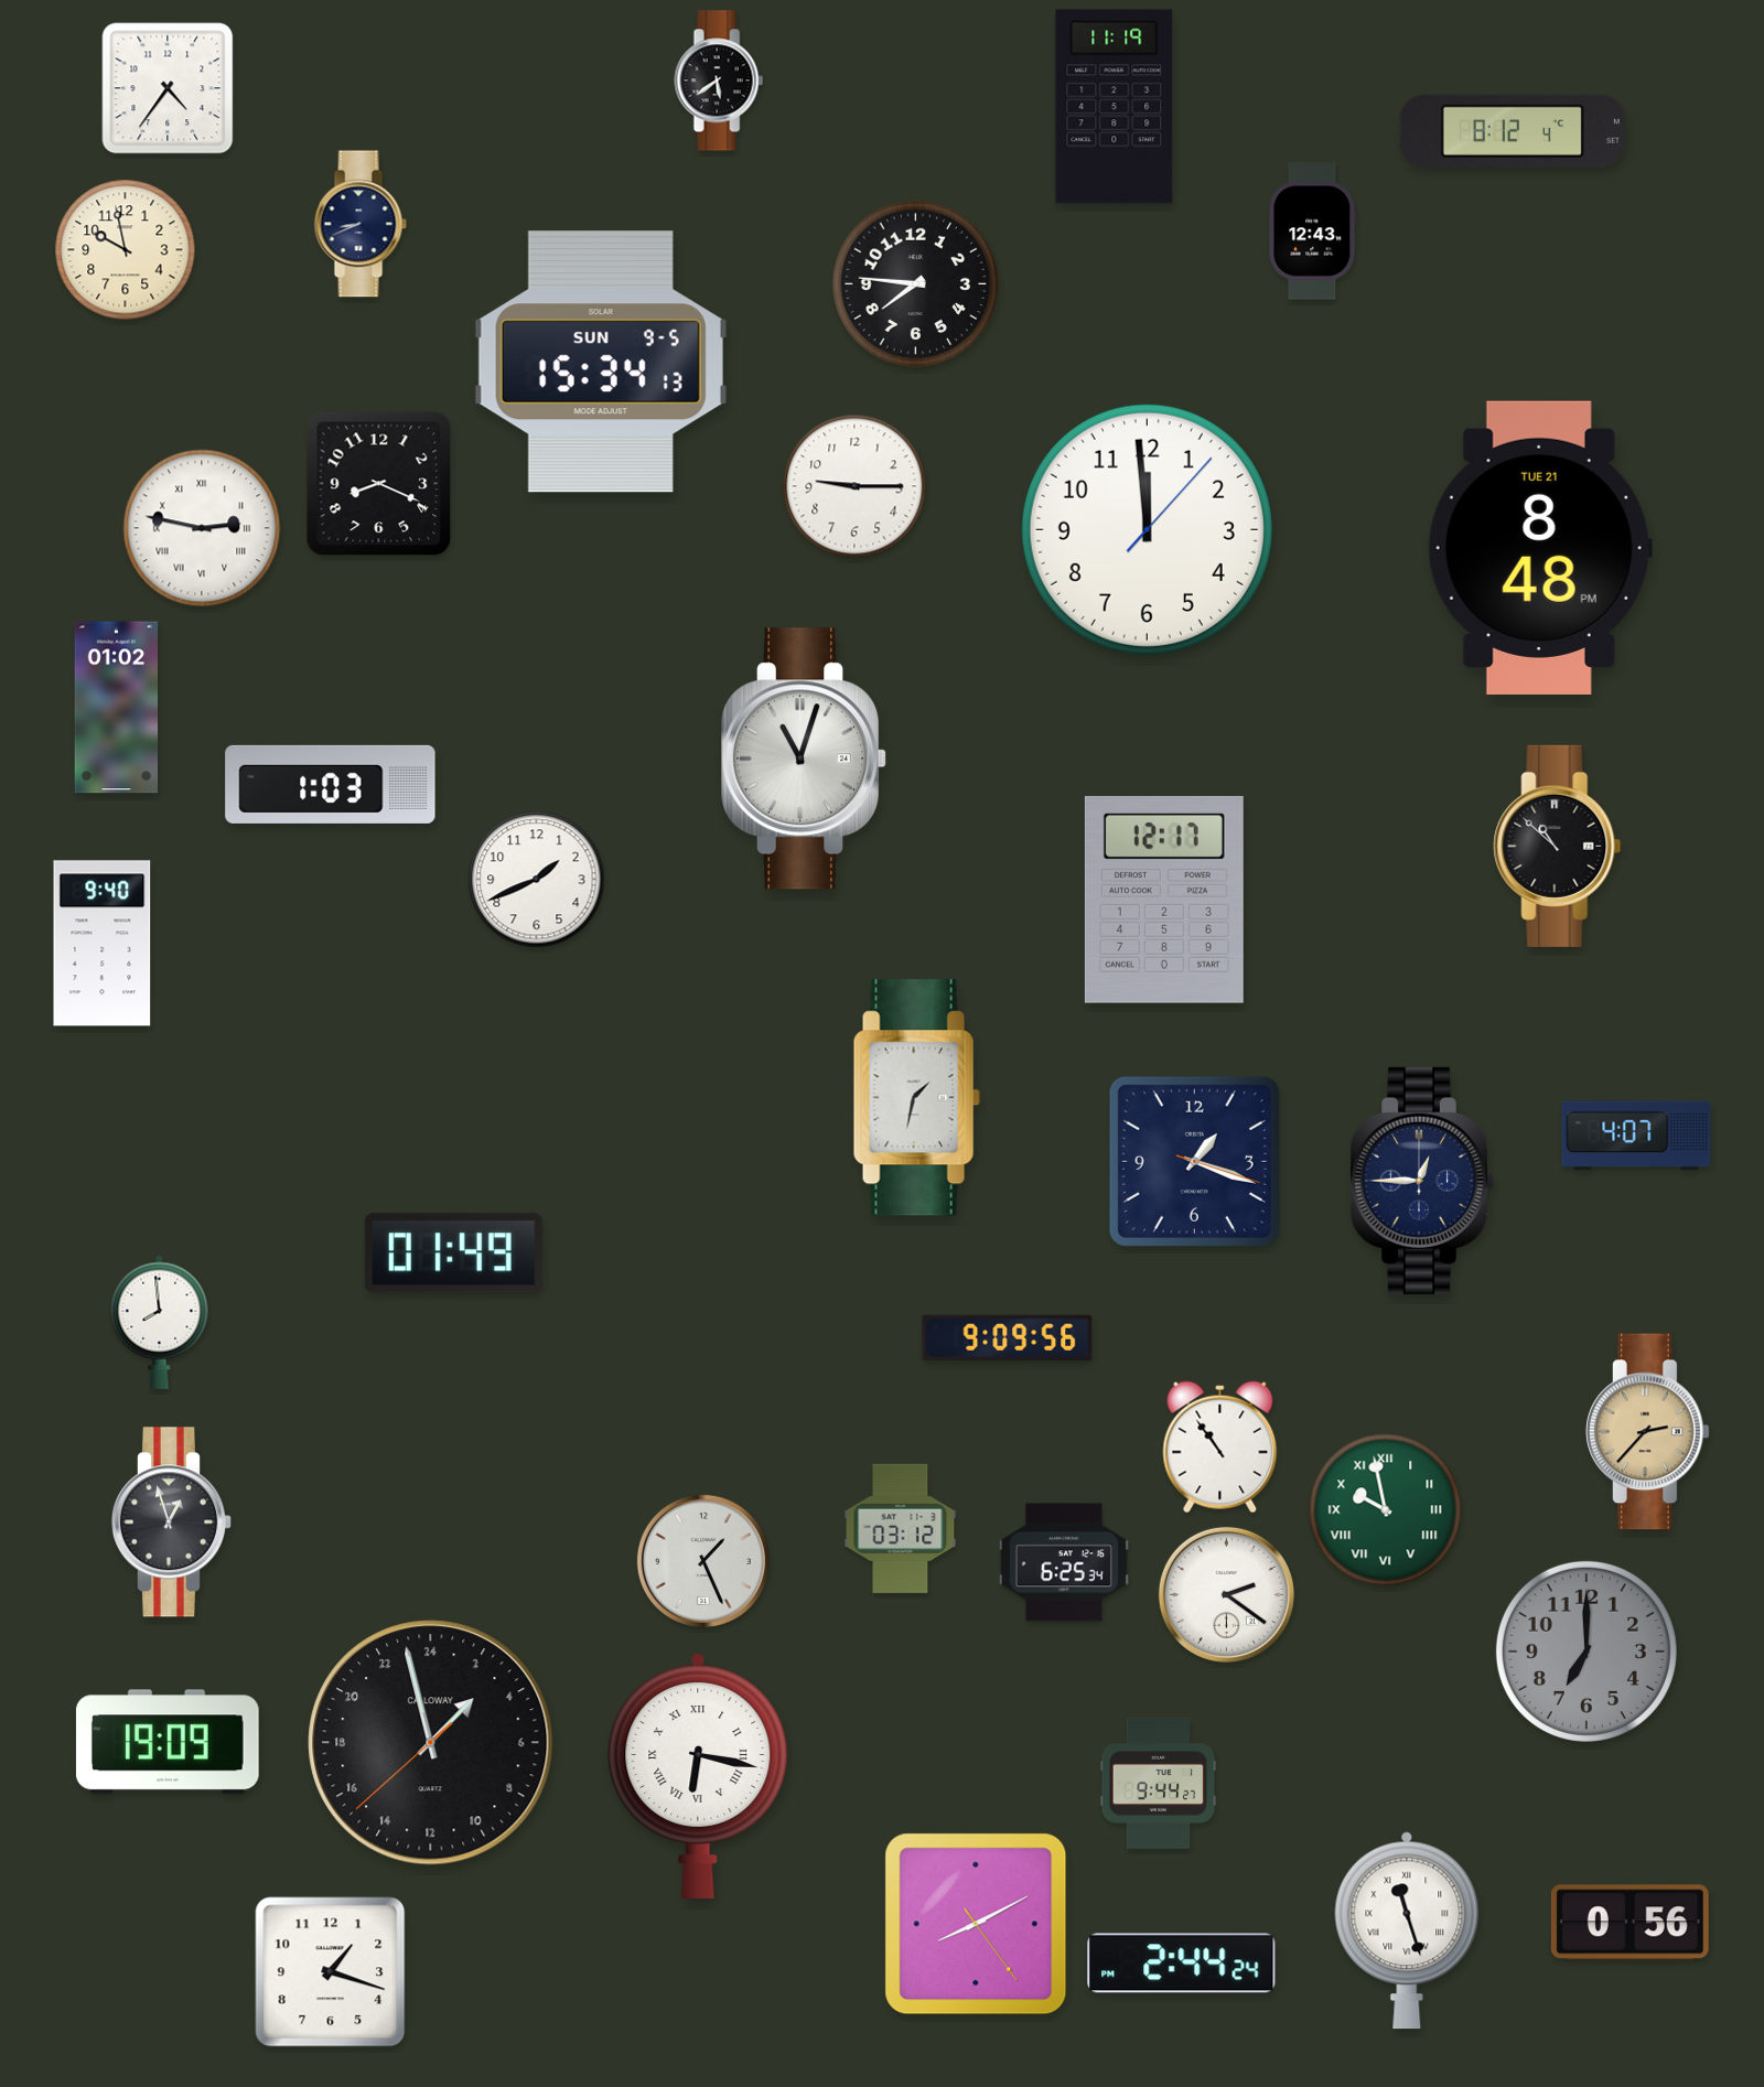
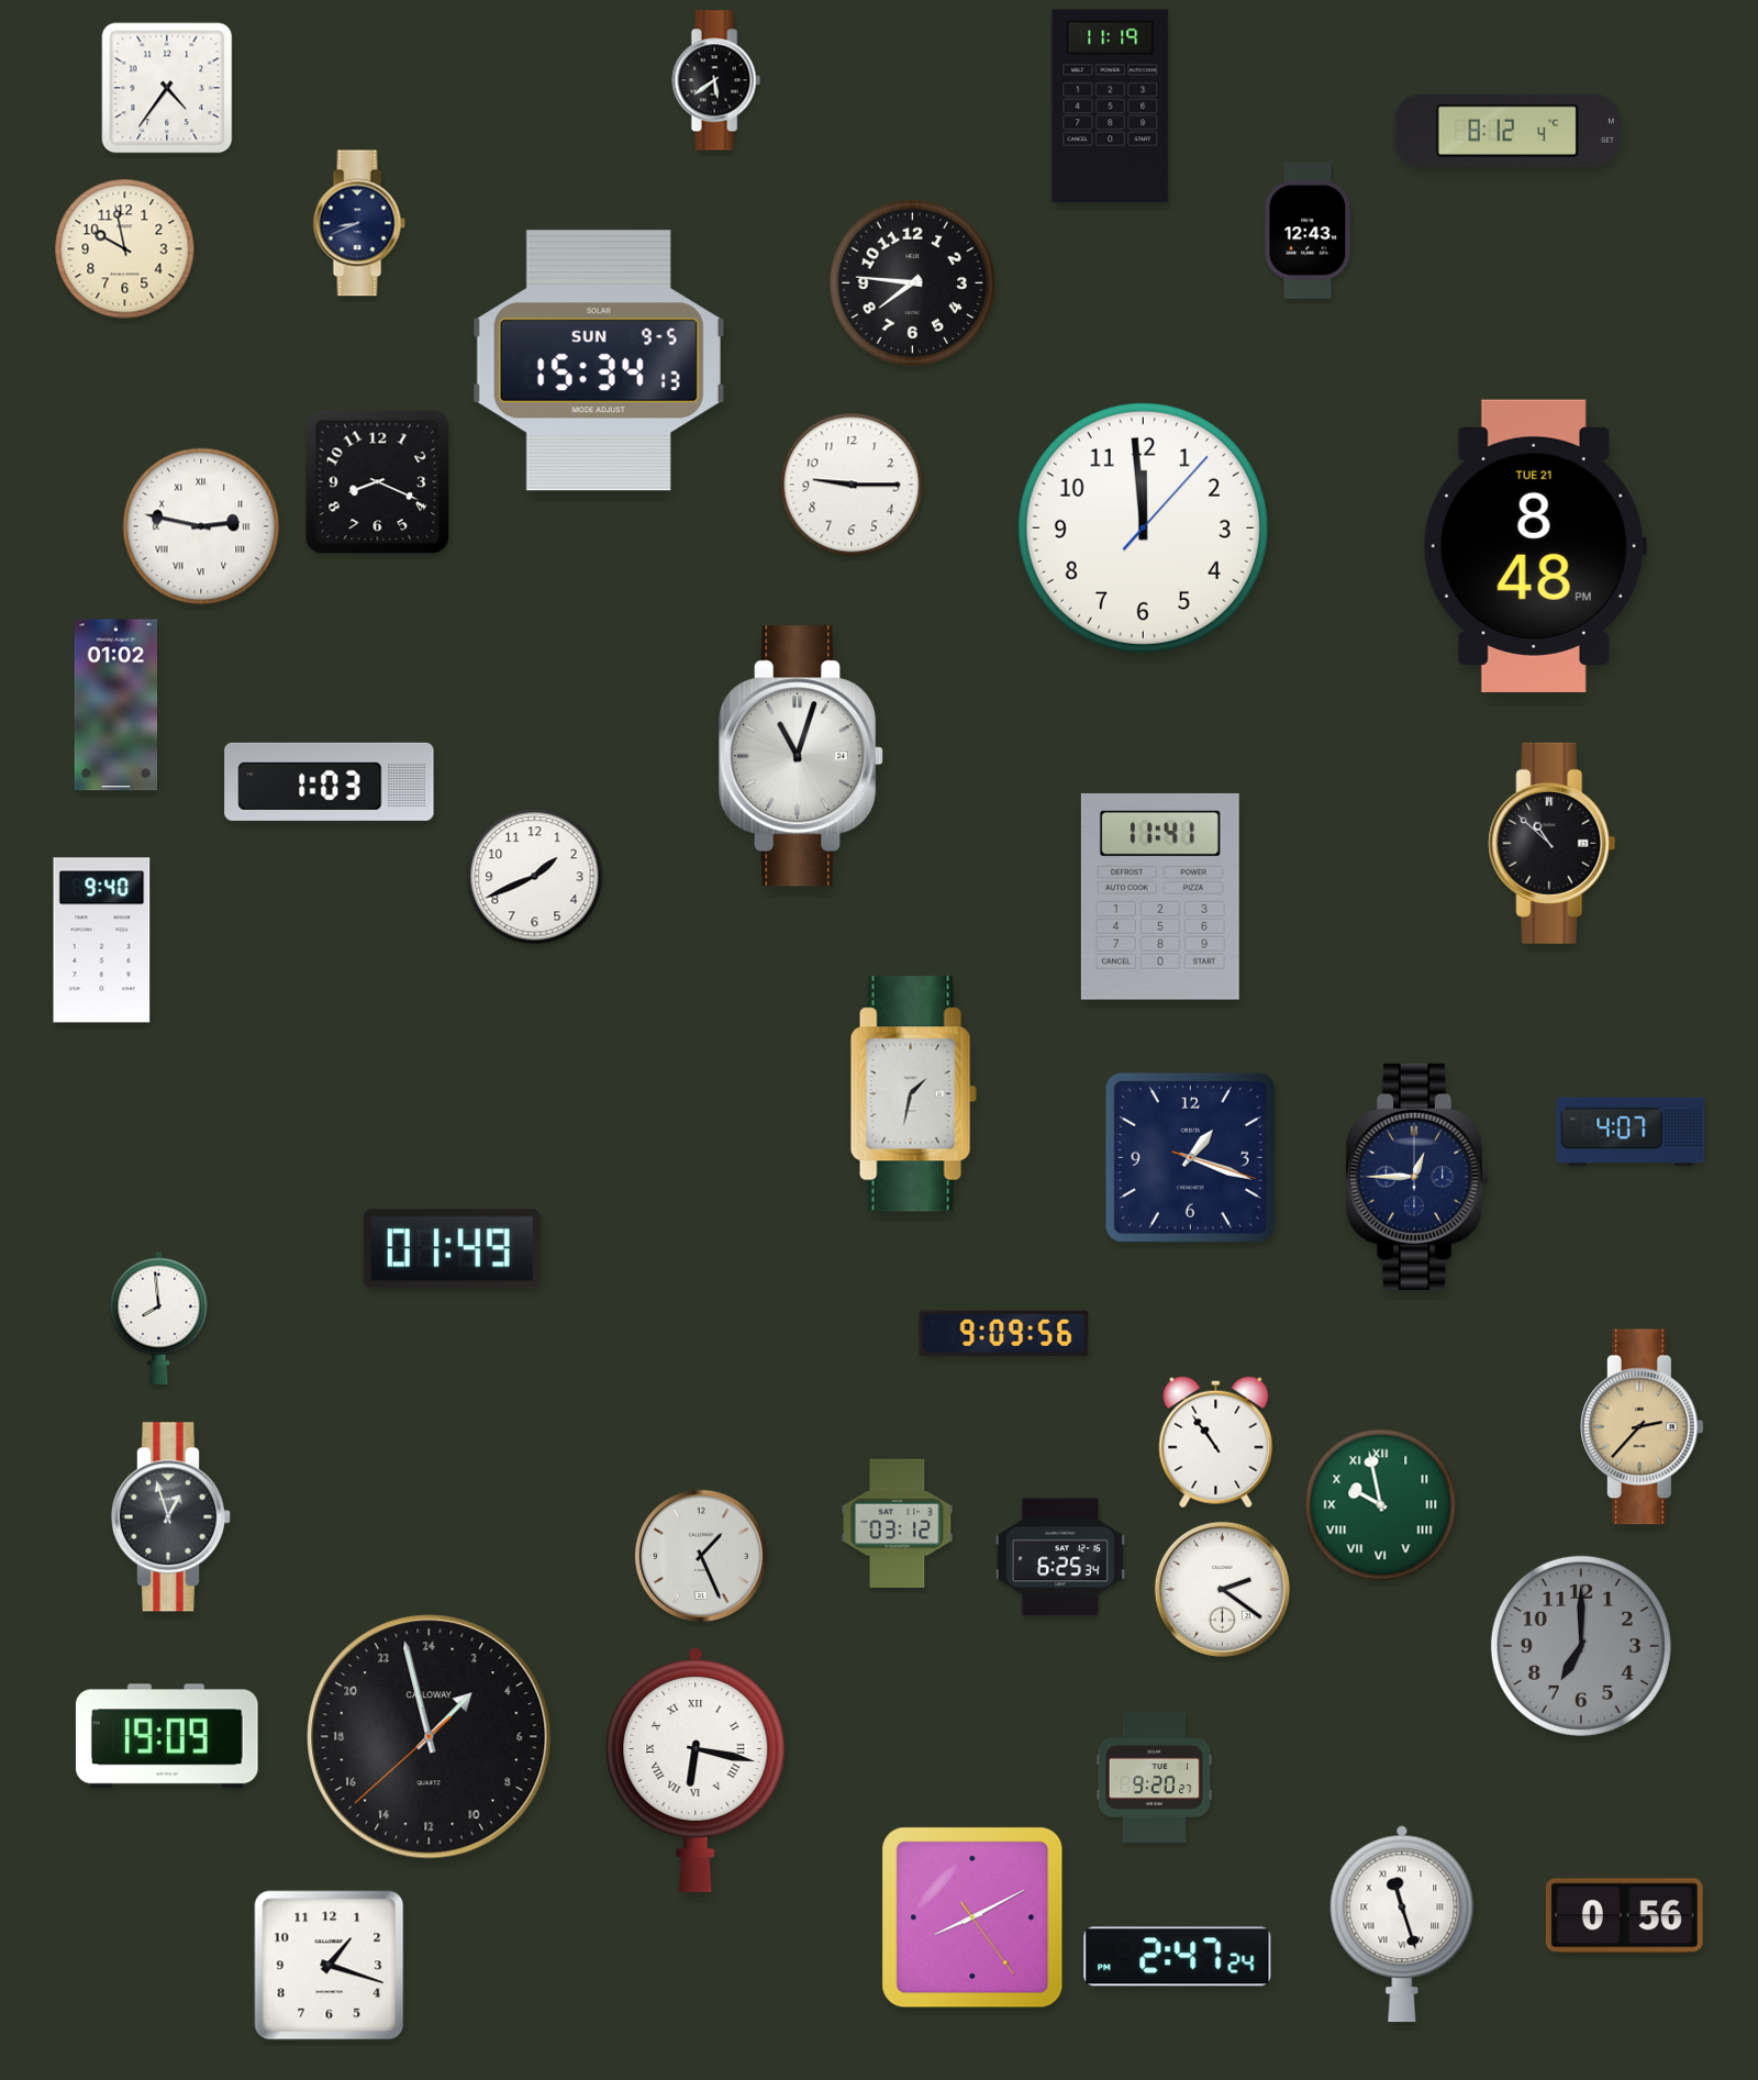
clock at (1164, 900): 12:17 -> 11:41
clock at (1159, 1783): 9:44 -> 9:20
clock at (1182, 1964): 2:44 -> 2:47
